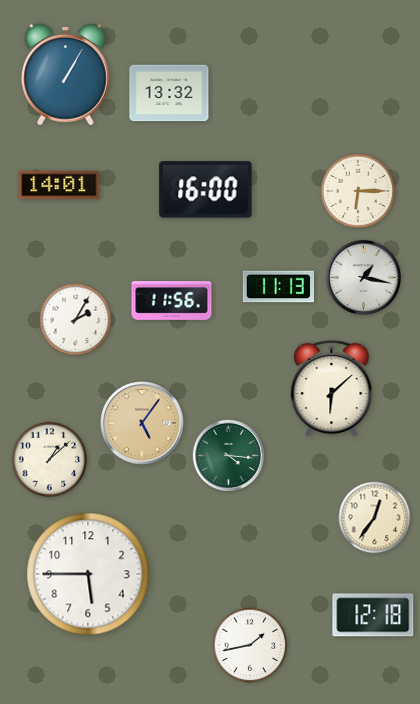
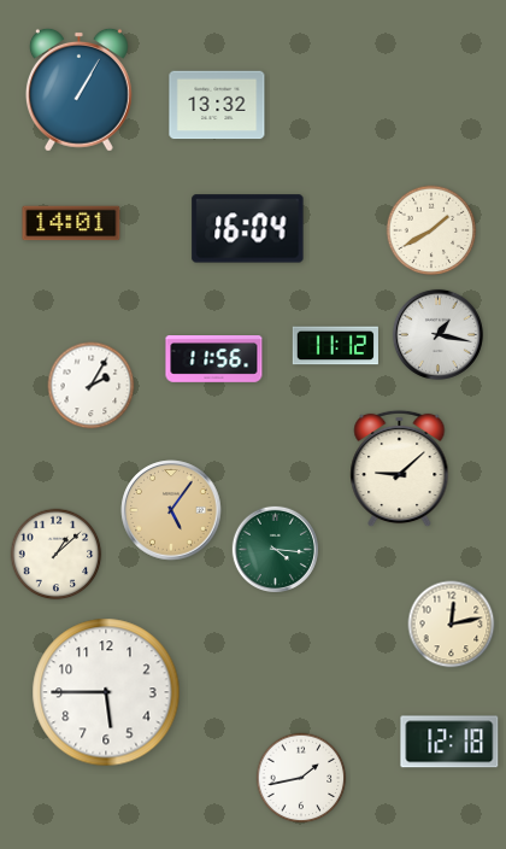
clock at (169, 93) position: (169, 93) -> (217, 105)
clock at (206, 190): 16:00 -> 16:04
clock at (358, 191): 6:15 -> 1:40
clock at (278, 287): 11:13 -> 11:12
clock at (172, 301) position: (172, 301) -> (214, 359)
clock at (332, 389): 6:08 -> 9:08
clock at (50, 460) position: (50, 460) -> (57, 555)
clock at (375, 518): 12:36 -> 12:13
